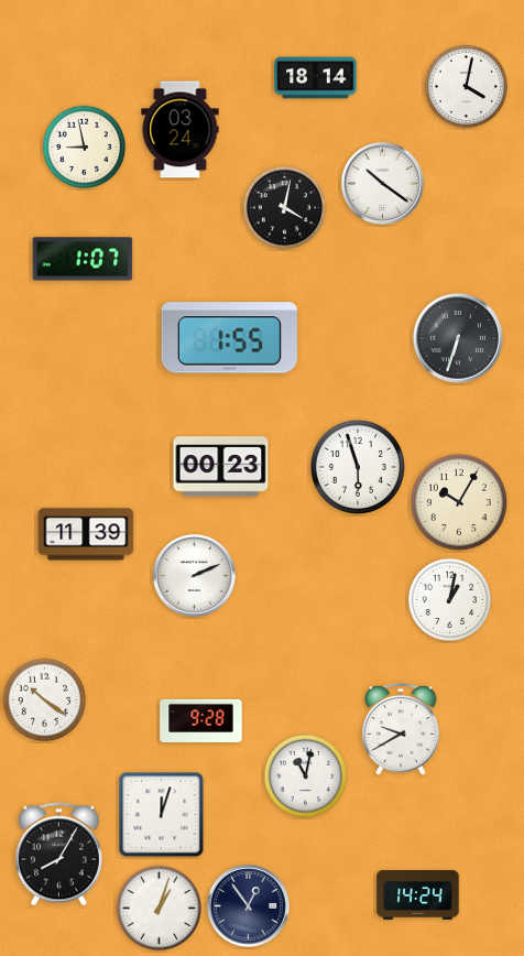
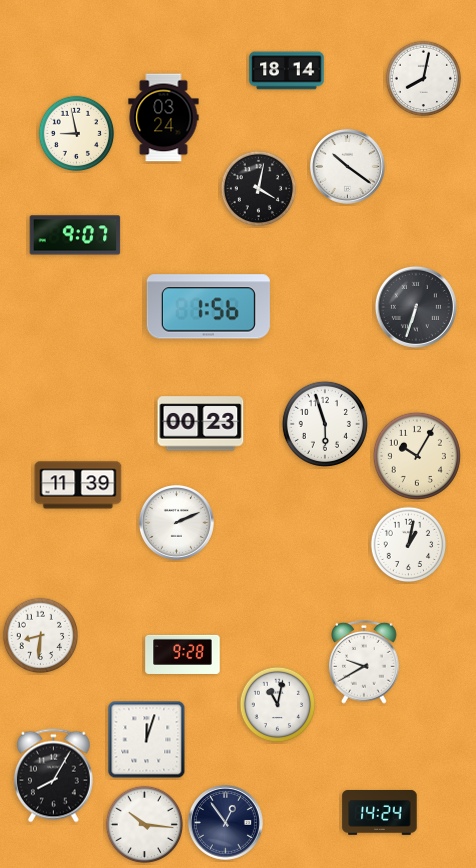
clock at (467, 87): 4:02 -> 8:02
clock at (83, 259): 1:07 -> 9:07
clock at (229, 338): 1:55 -> 1:56
clock at (45, 700): 10:21 -> 8:31
clock at (160, 908): 1:03 -> 10:16
